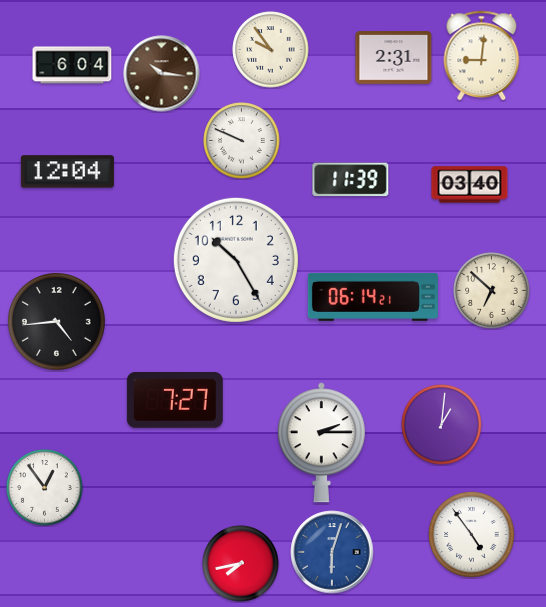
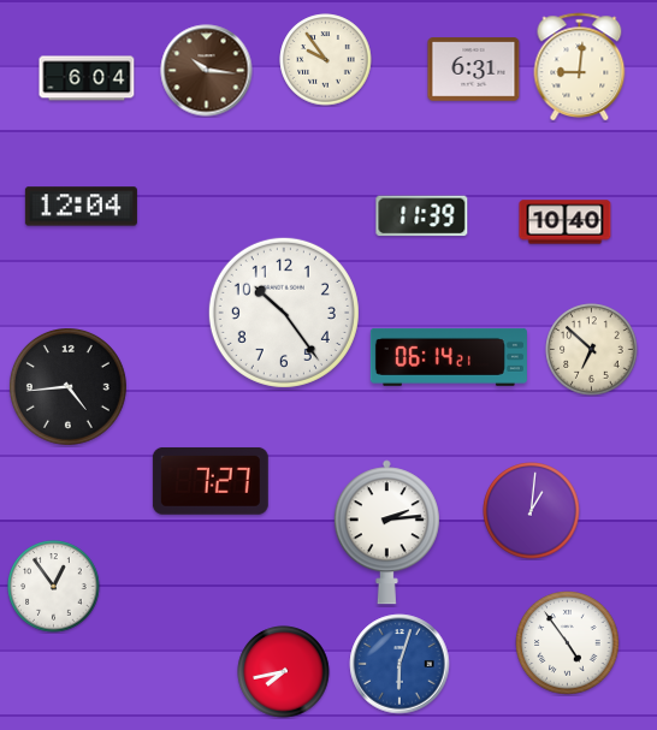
clock at (394, 58): 2:31 -> 6:31
clock at (162, 74) position: (162, 74) -> (207, 71)
clock at (242, 141): 9:49 -> none
clock at (470, 185): 03:40 -> 10:40
clock at (236, 260): 10:25 -> 10:24
clock at (321, 443): 2:15 -> 2:14
clock at (241, 564) position: (241, 564) -> (284, 672)
